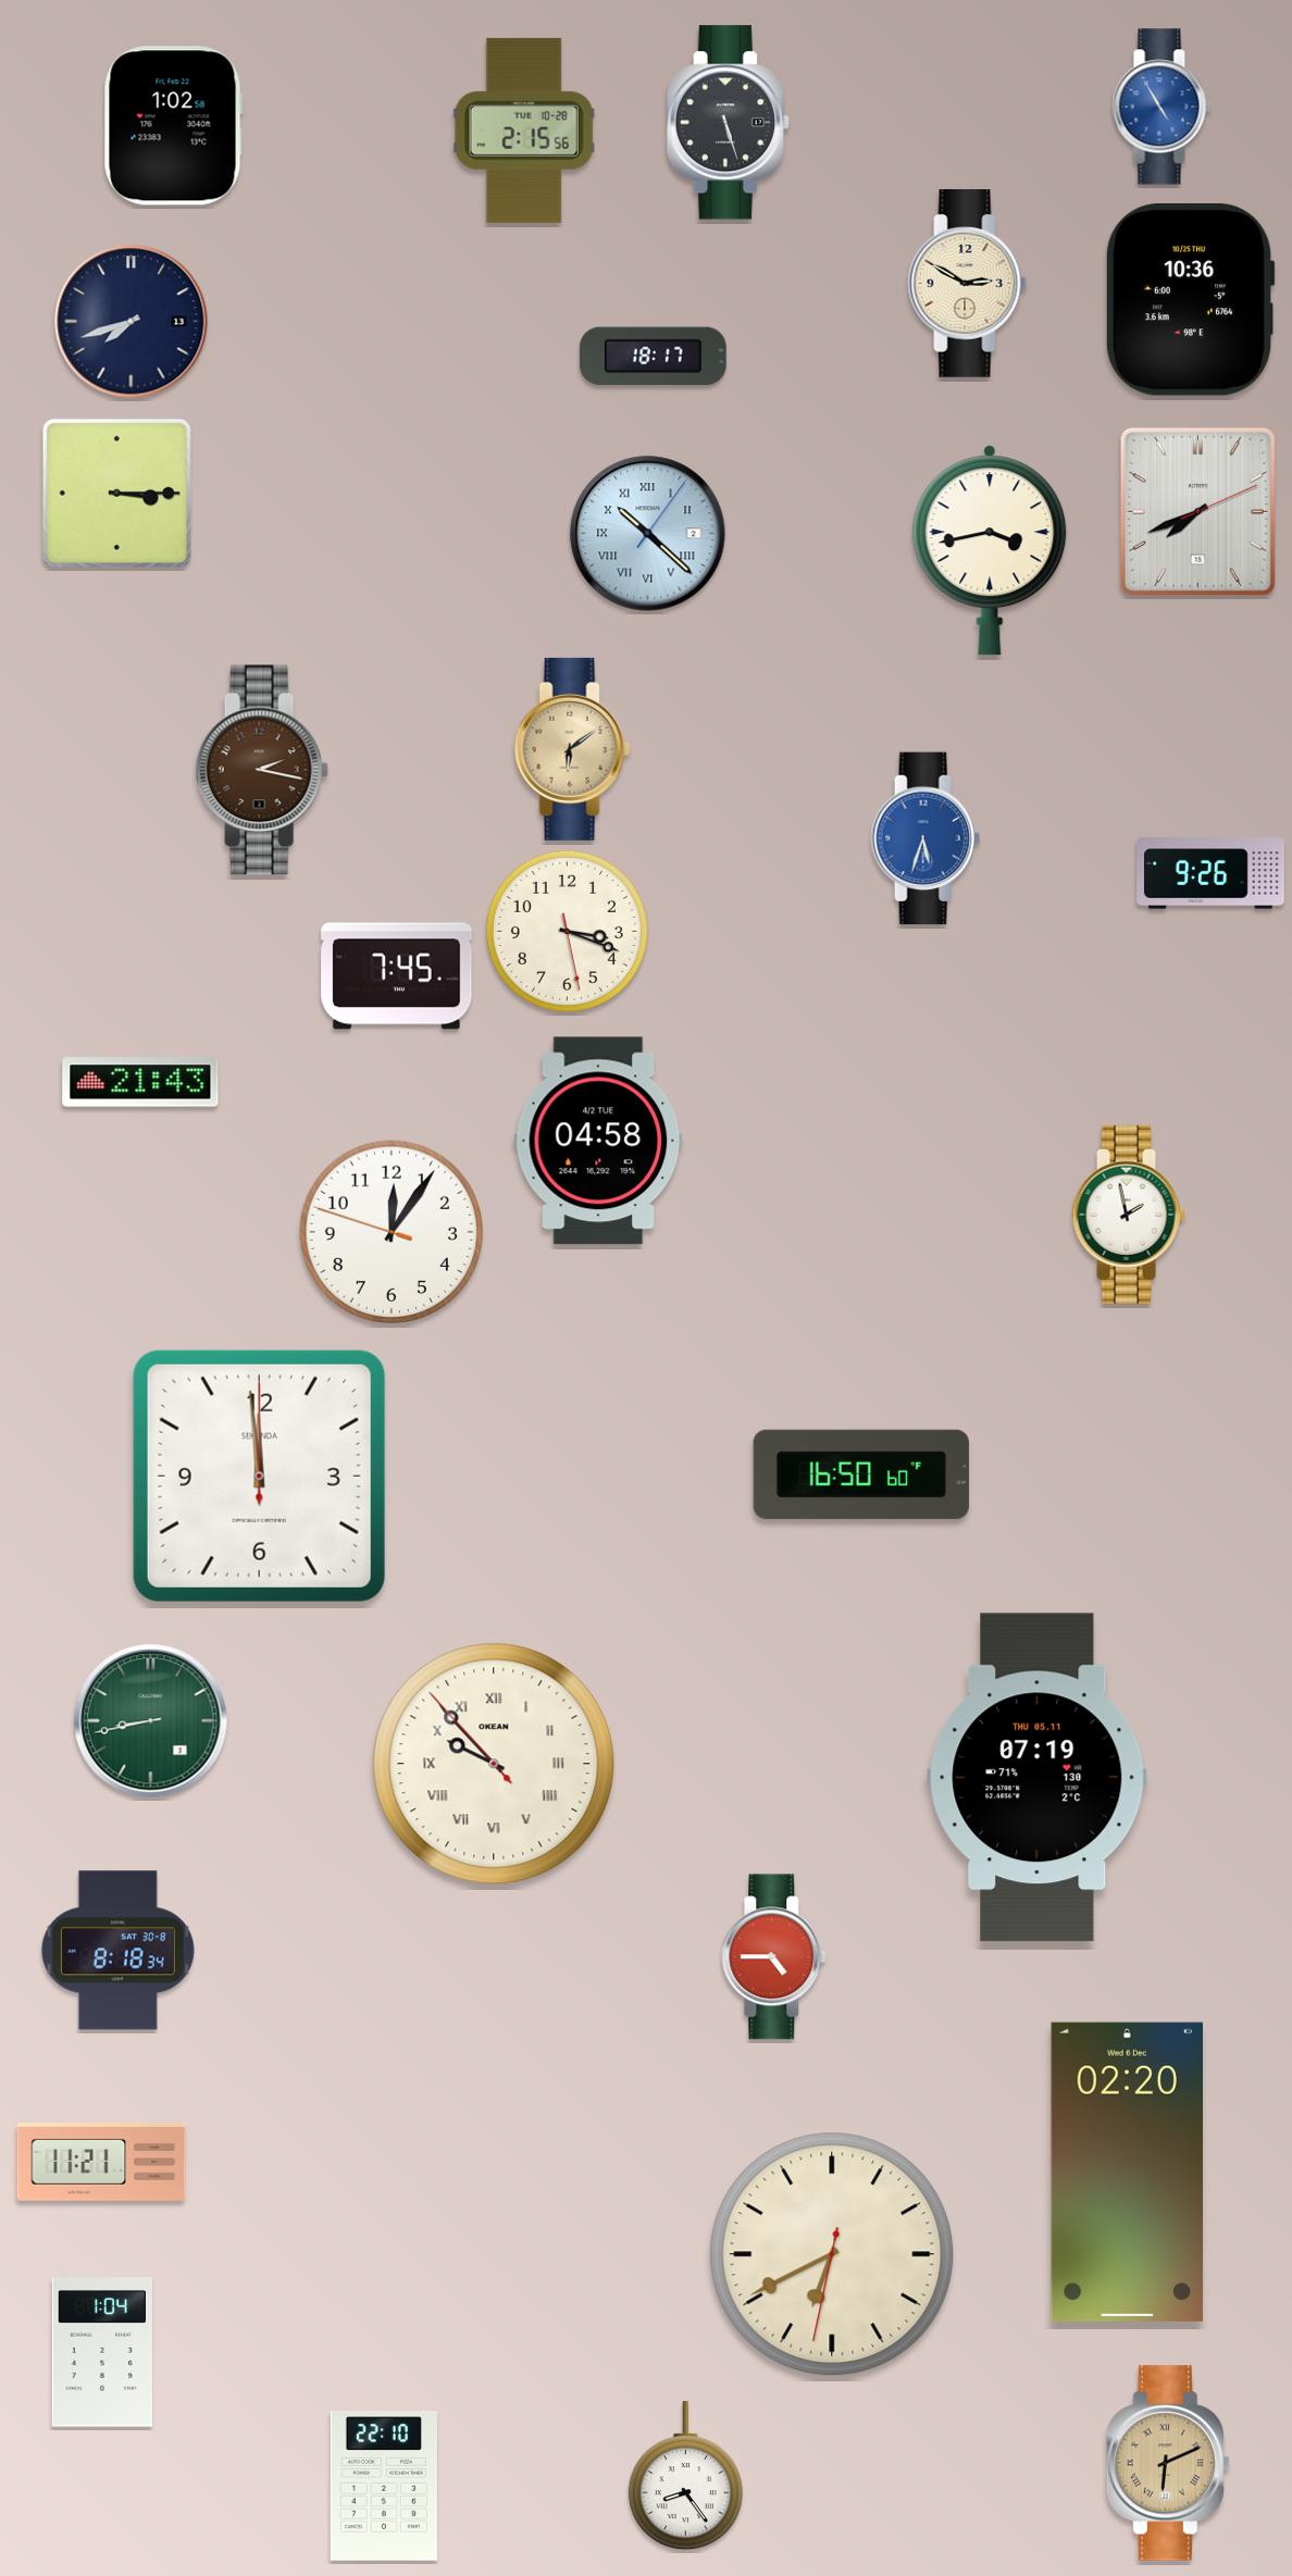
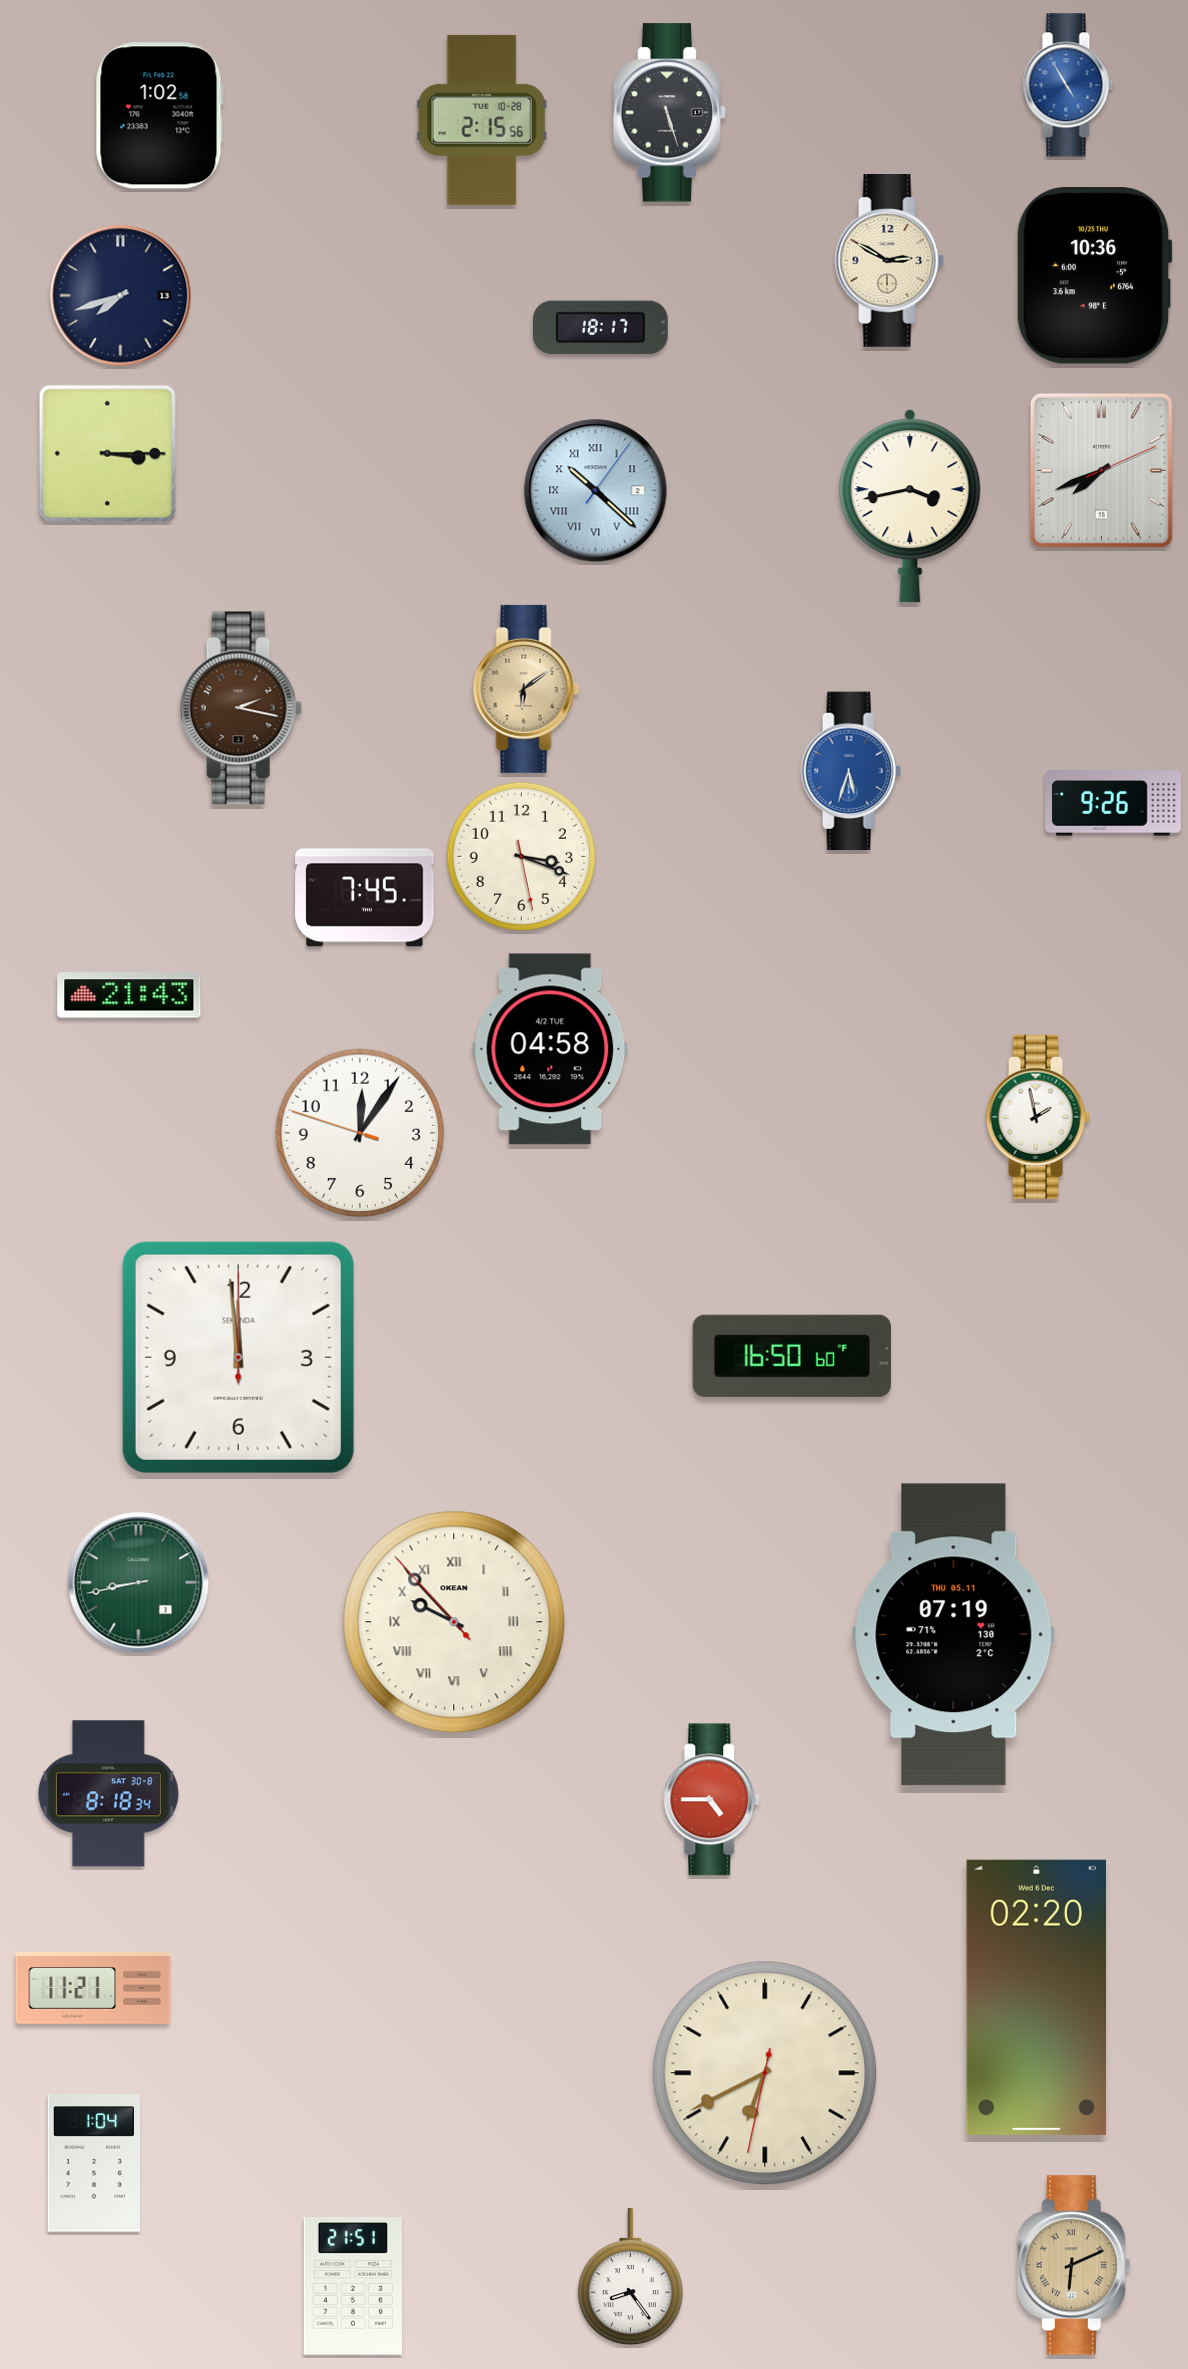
clock at (1161, 107) position: (1161, 107) -> (1068, 85)
clock at (384, 2486): 22:10 -> 21:51
